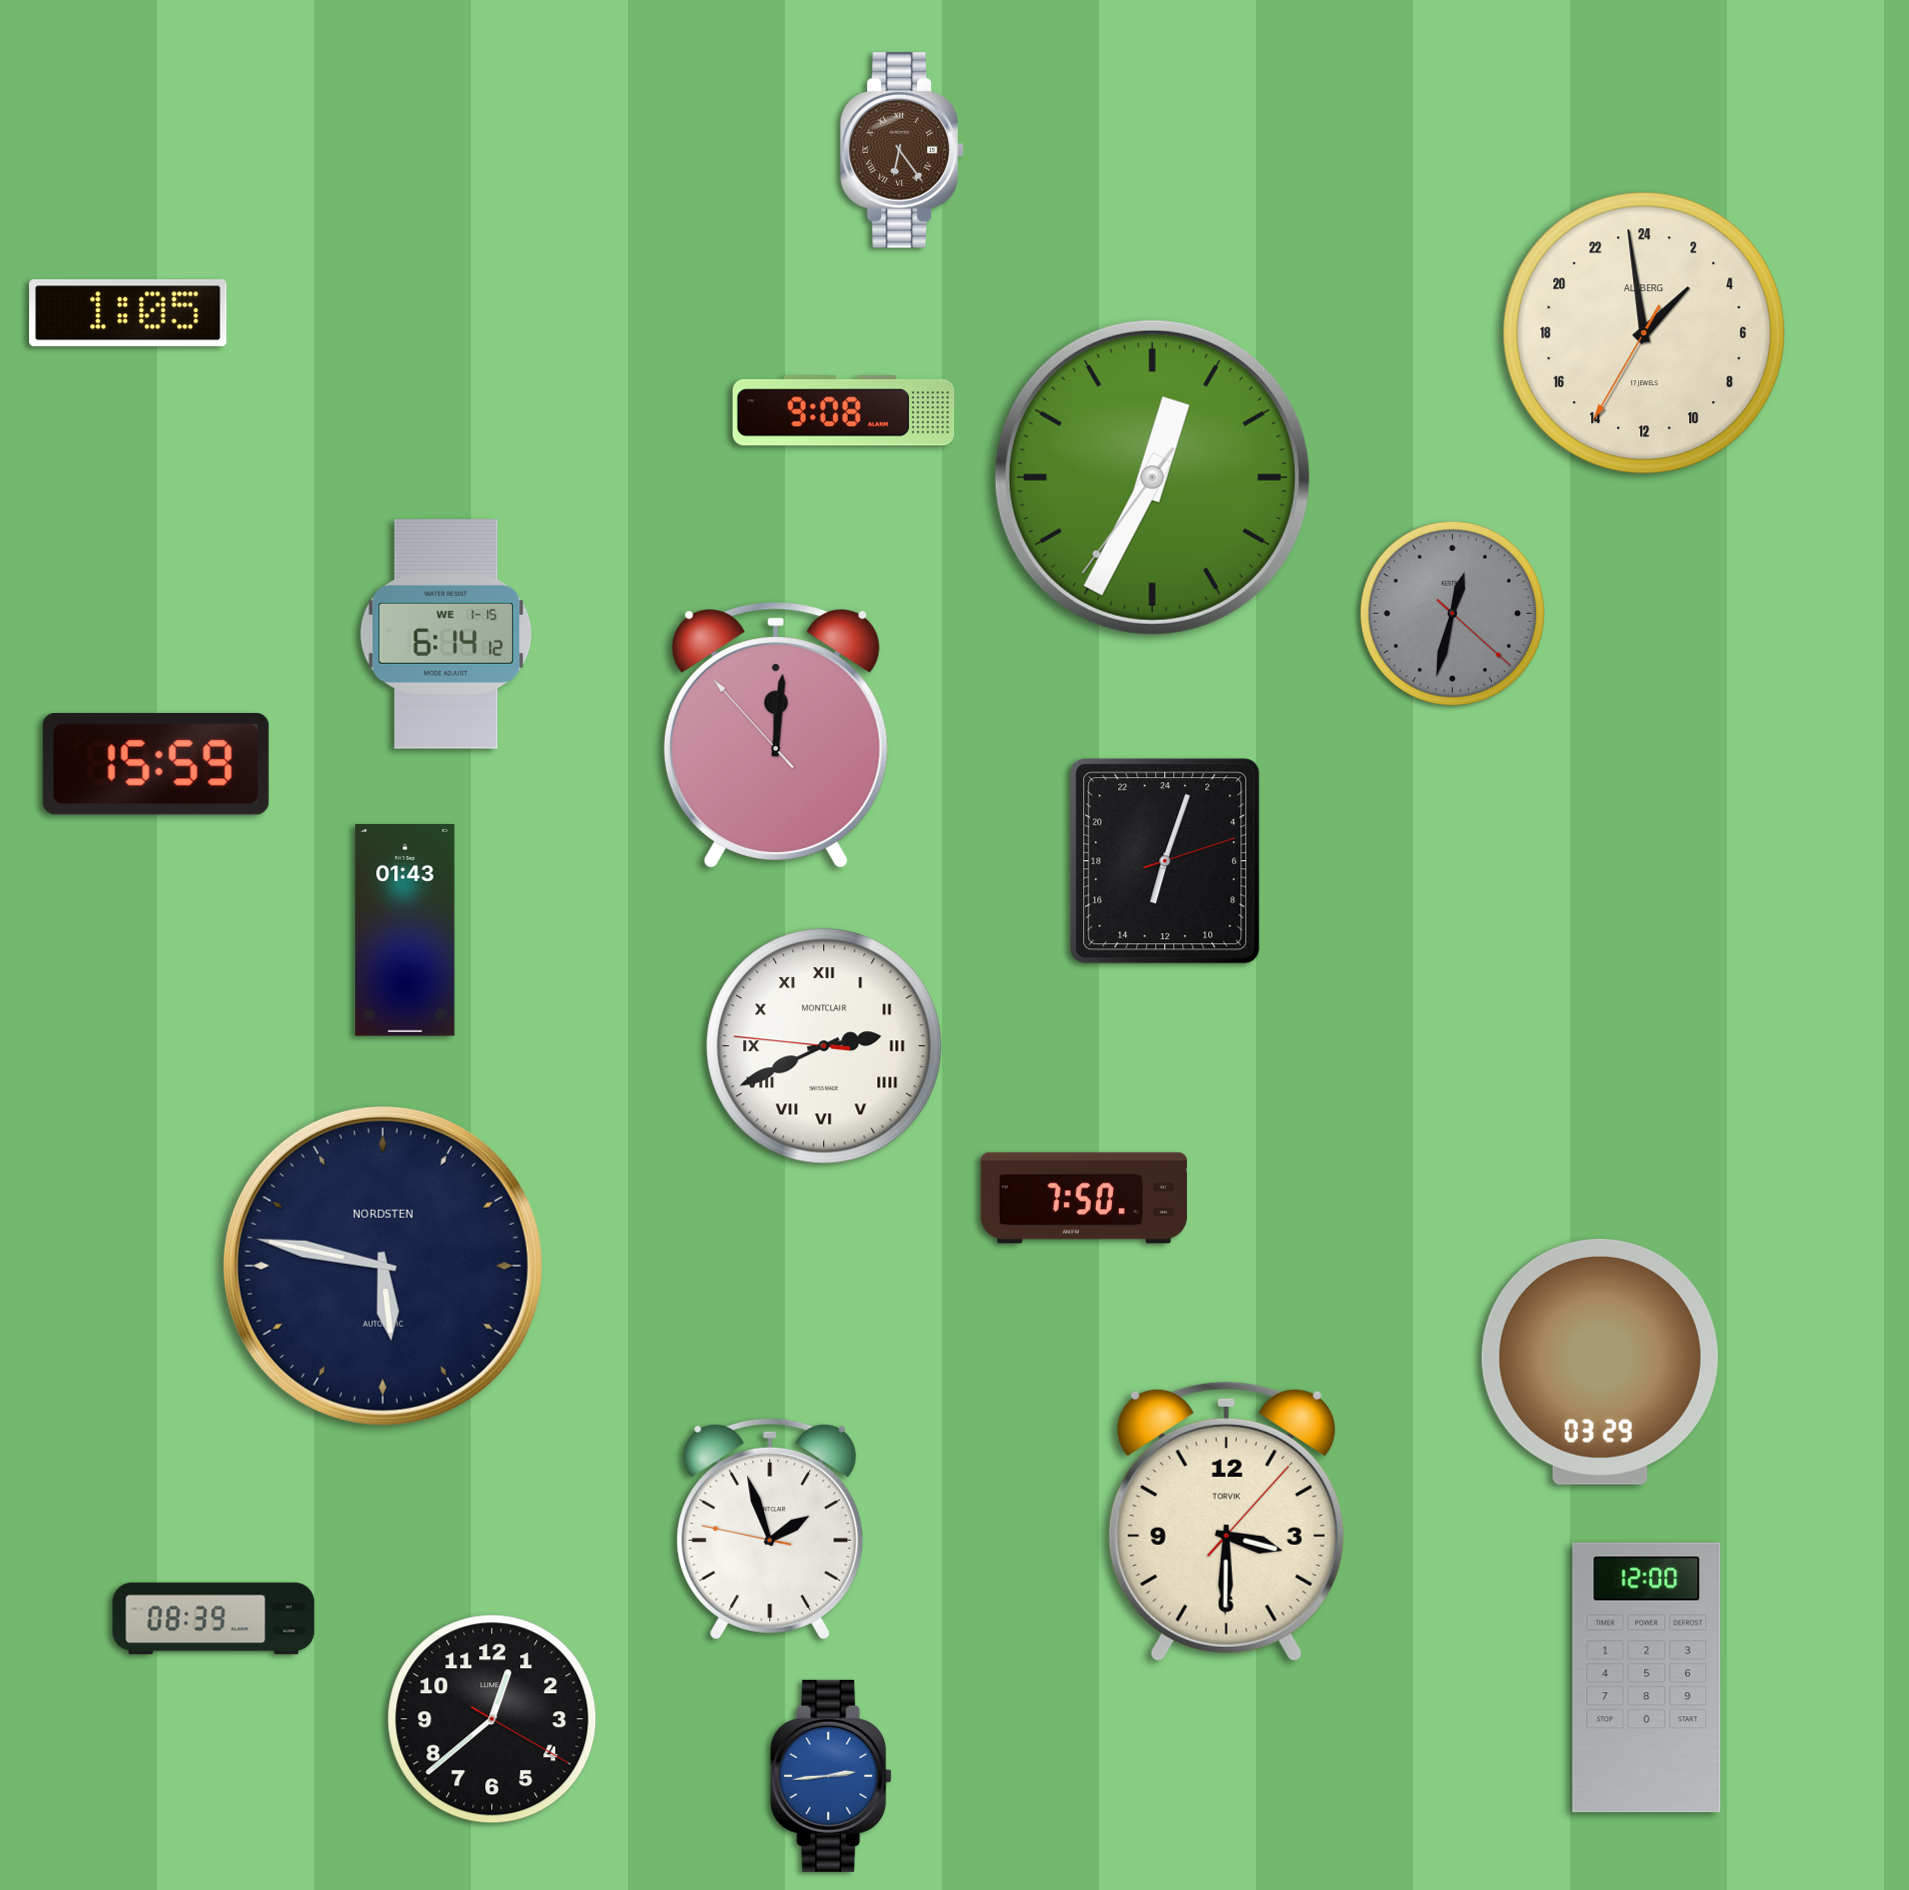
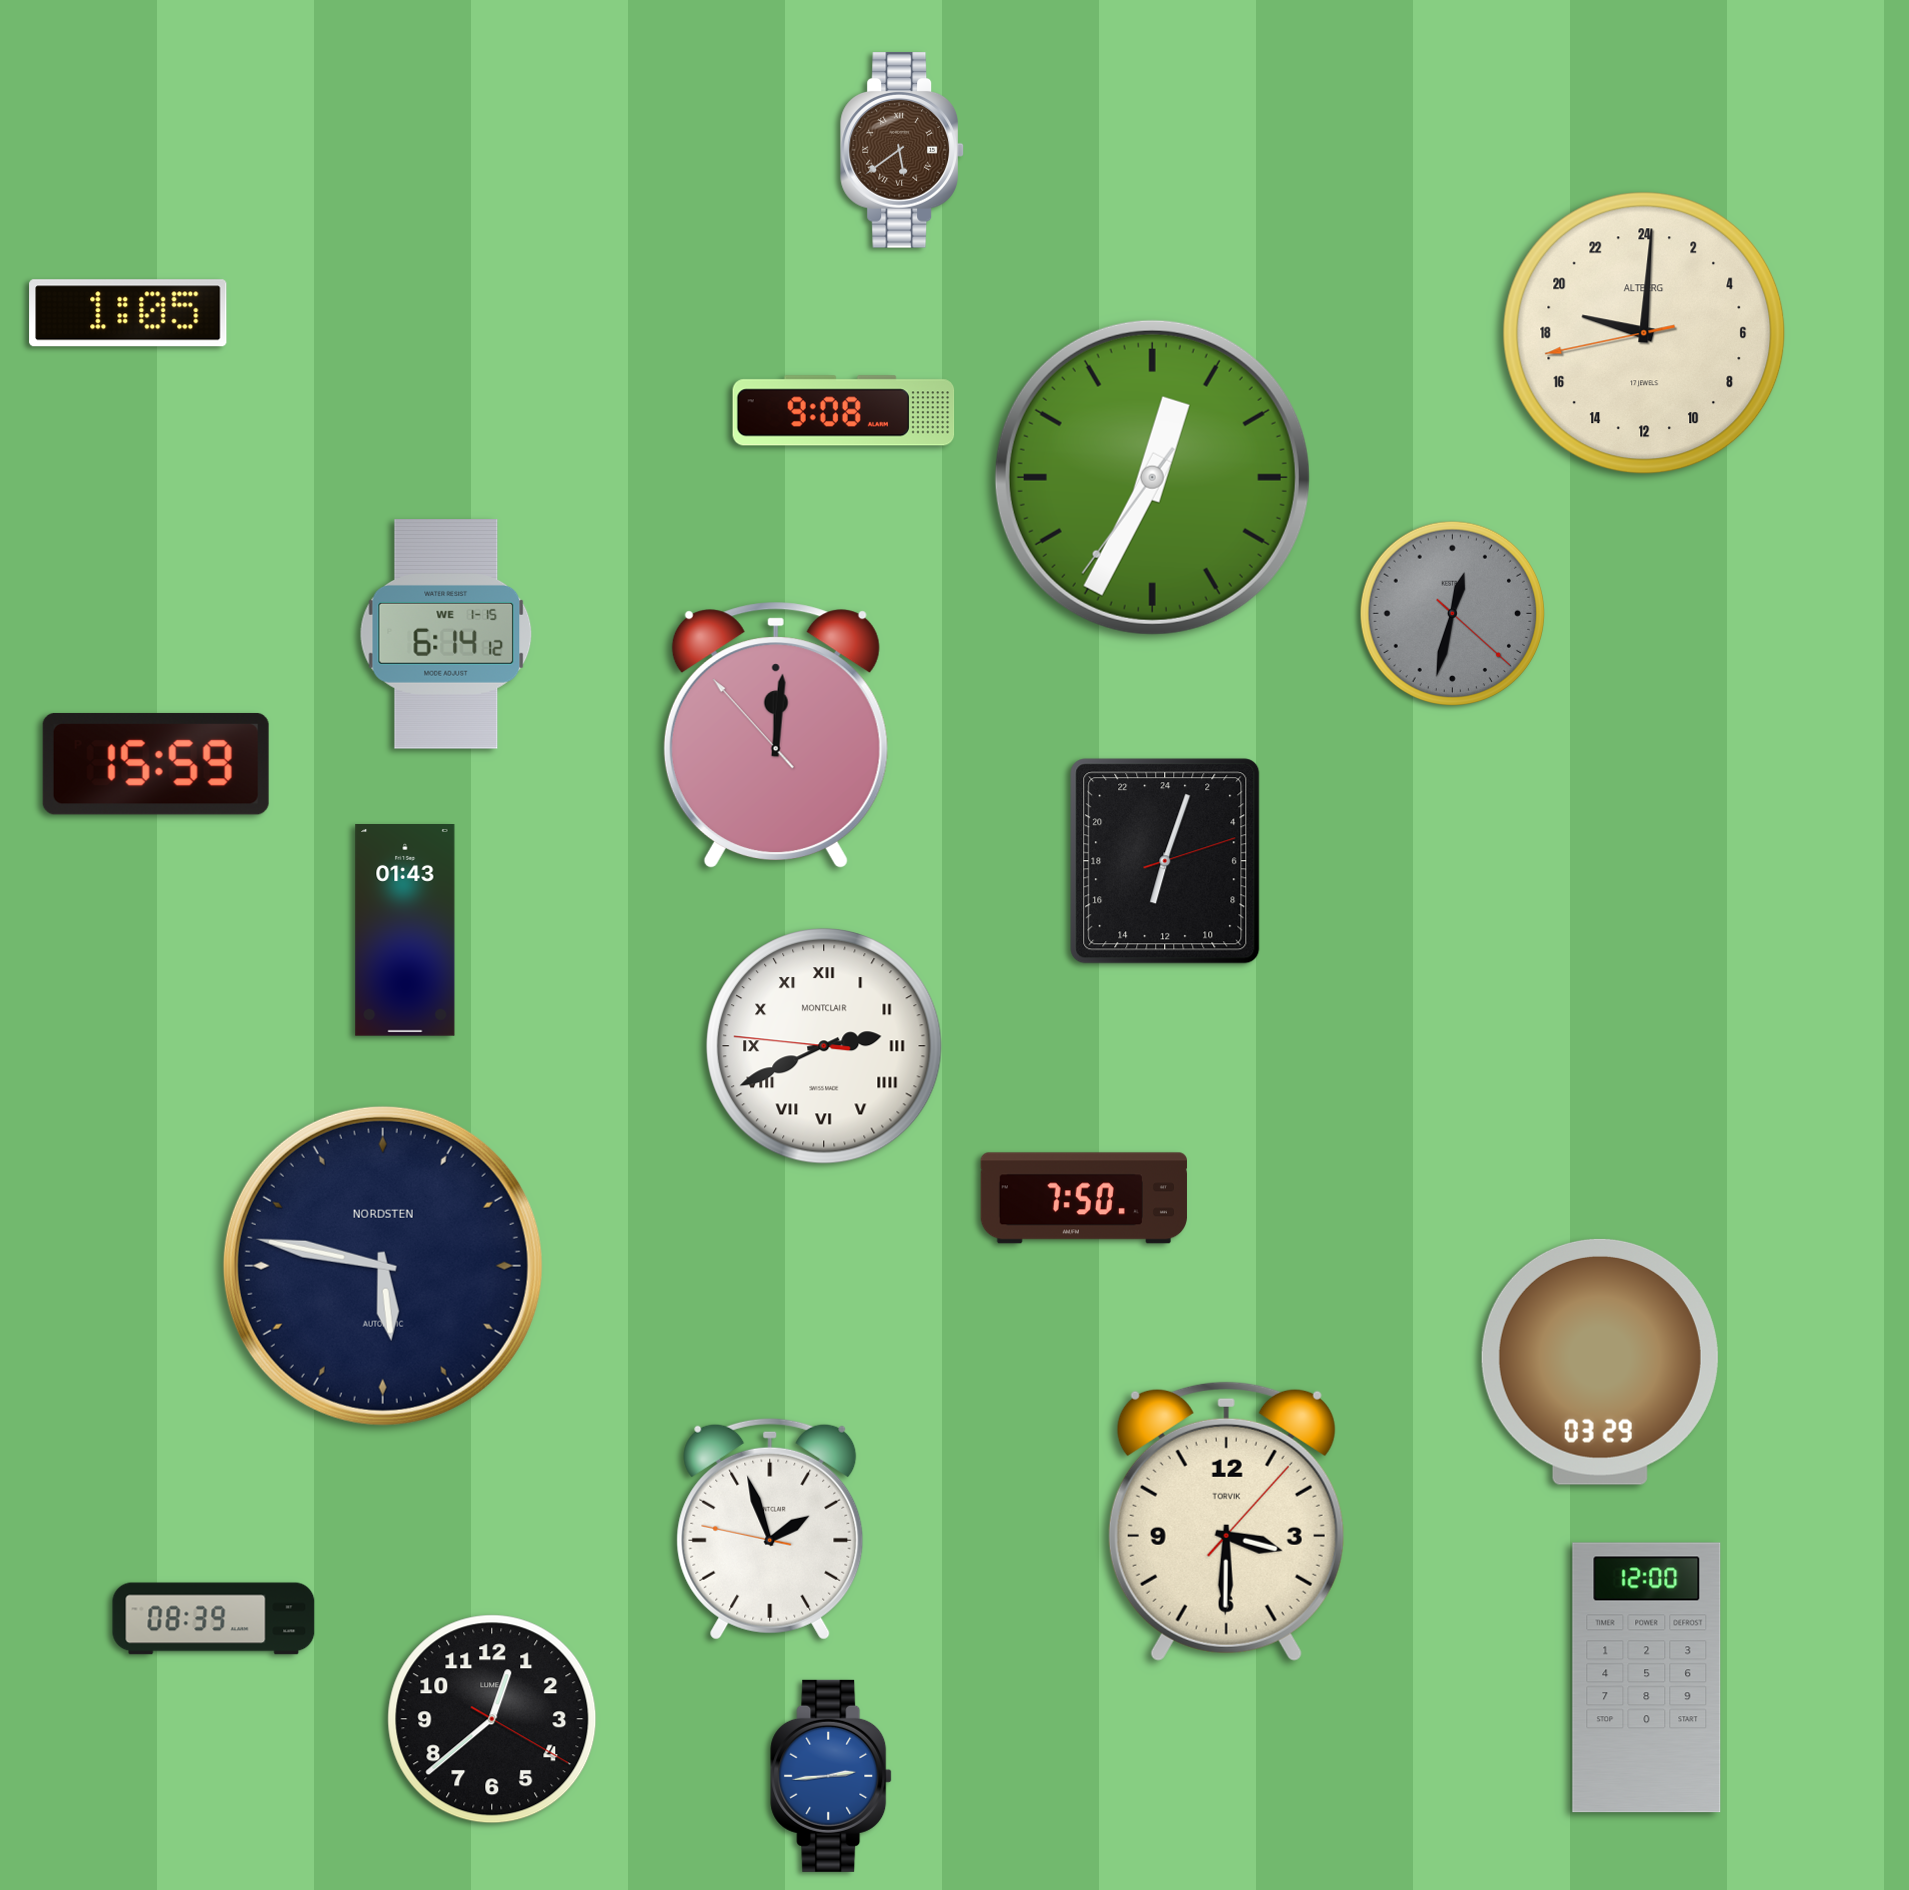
clock at (902, 150): 6:24 -> 5:39
clock at (1644, 333): 2:58 -> 19:00
